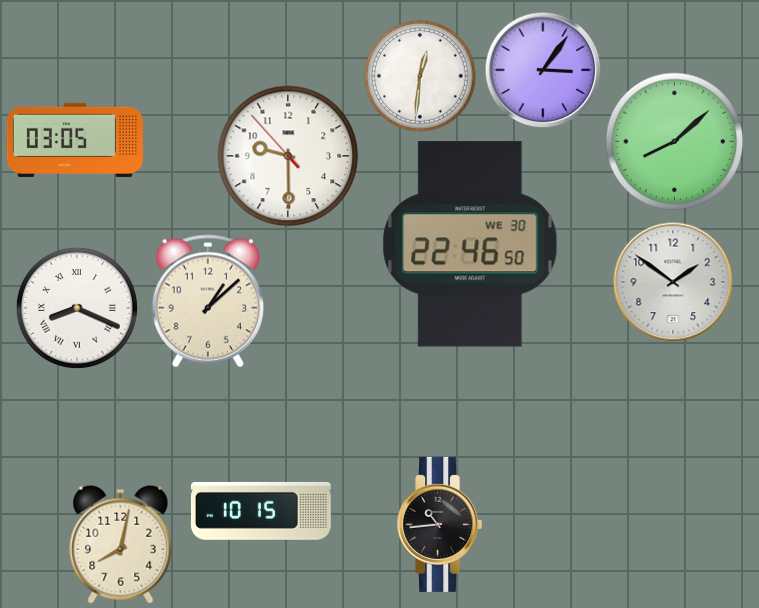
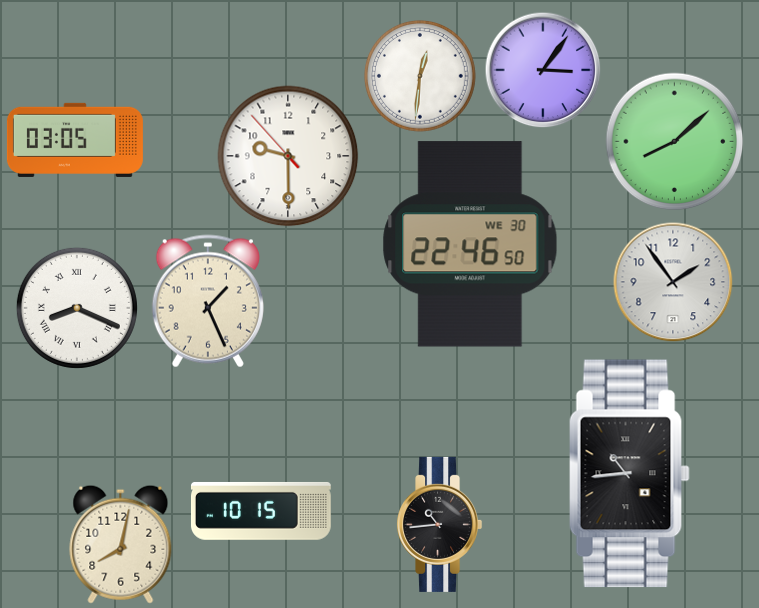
clock at (673, 282): 1:51 -> 1:54
clock at (208, 301): 1:08 -> 1:26
clock at (629, 474): none -> 10:44
